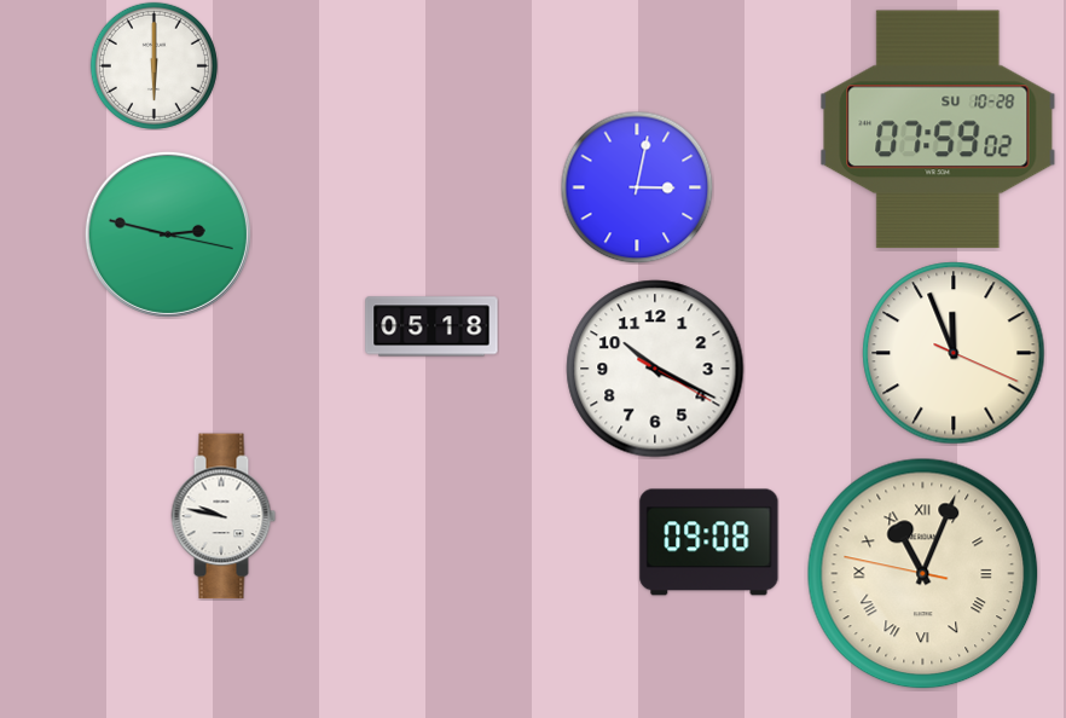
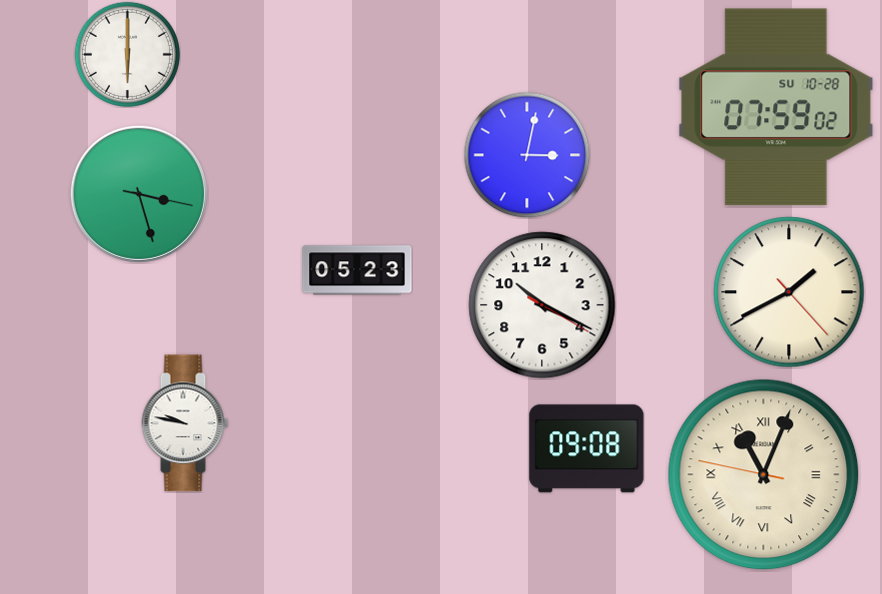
clock at (168, 234): 2:47 -> 3:27
clock at (431, 326): 05:18 -> 05:23
clock at (954, 353): 11:56 -> 1:40
clock at (224, 516) position: (224, 516) -> (185, 423)
